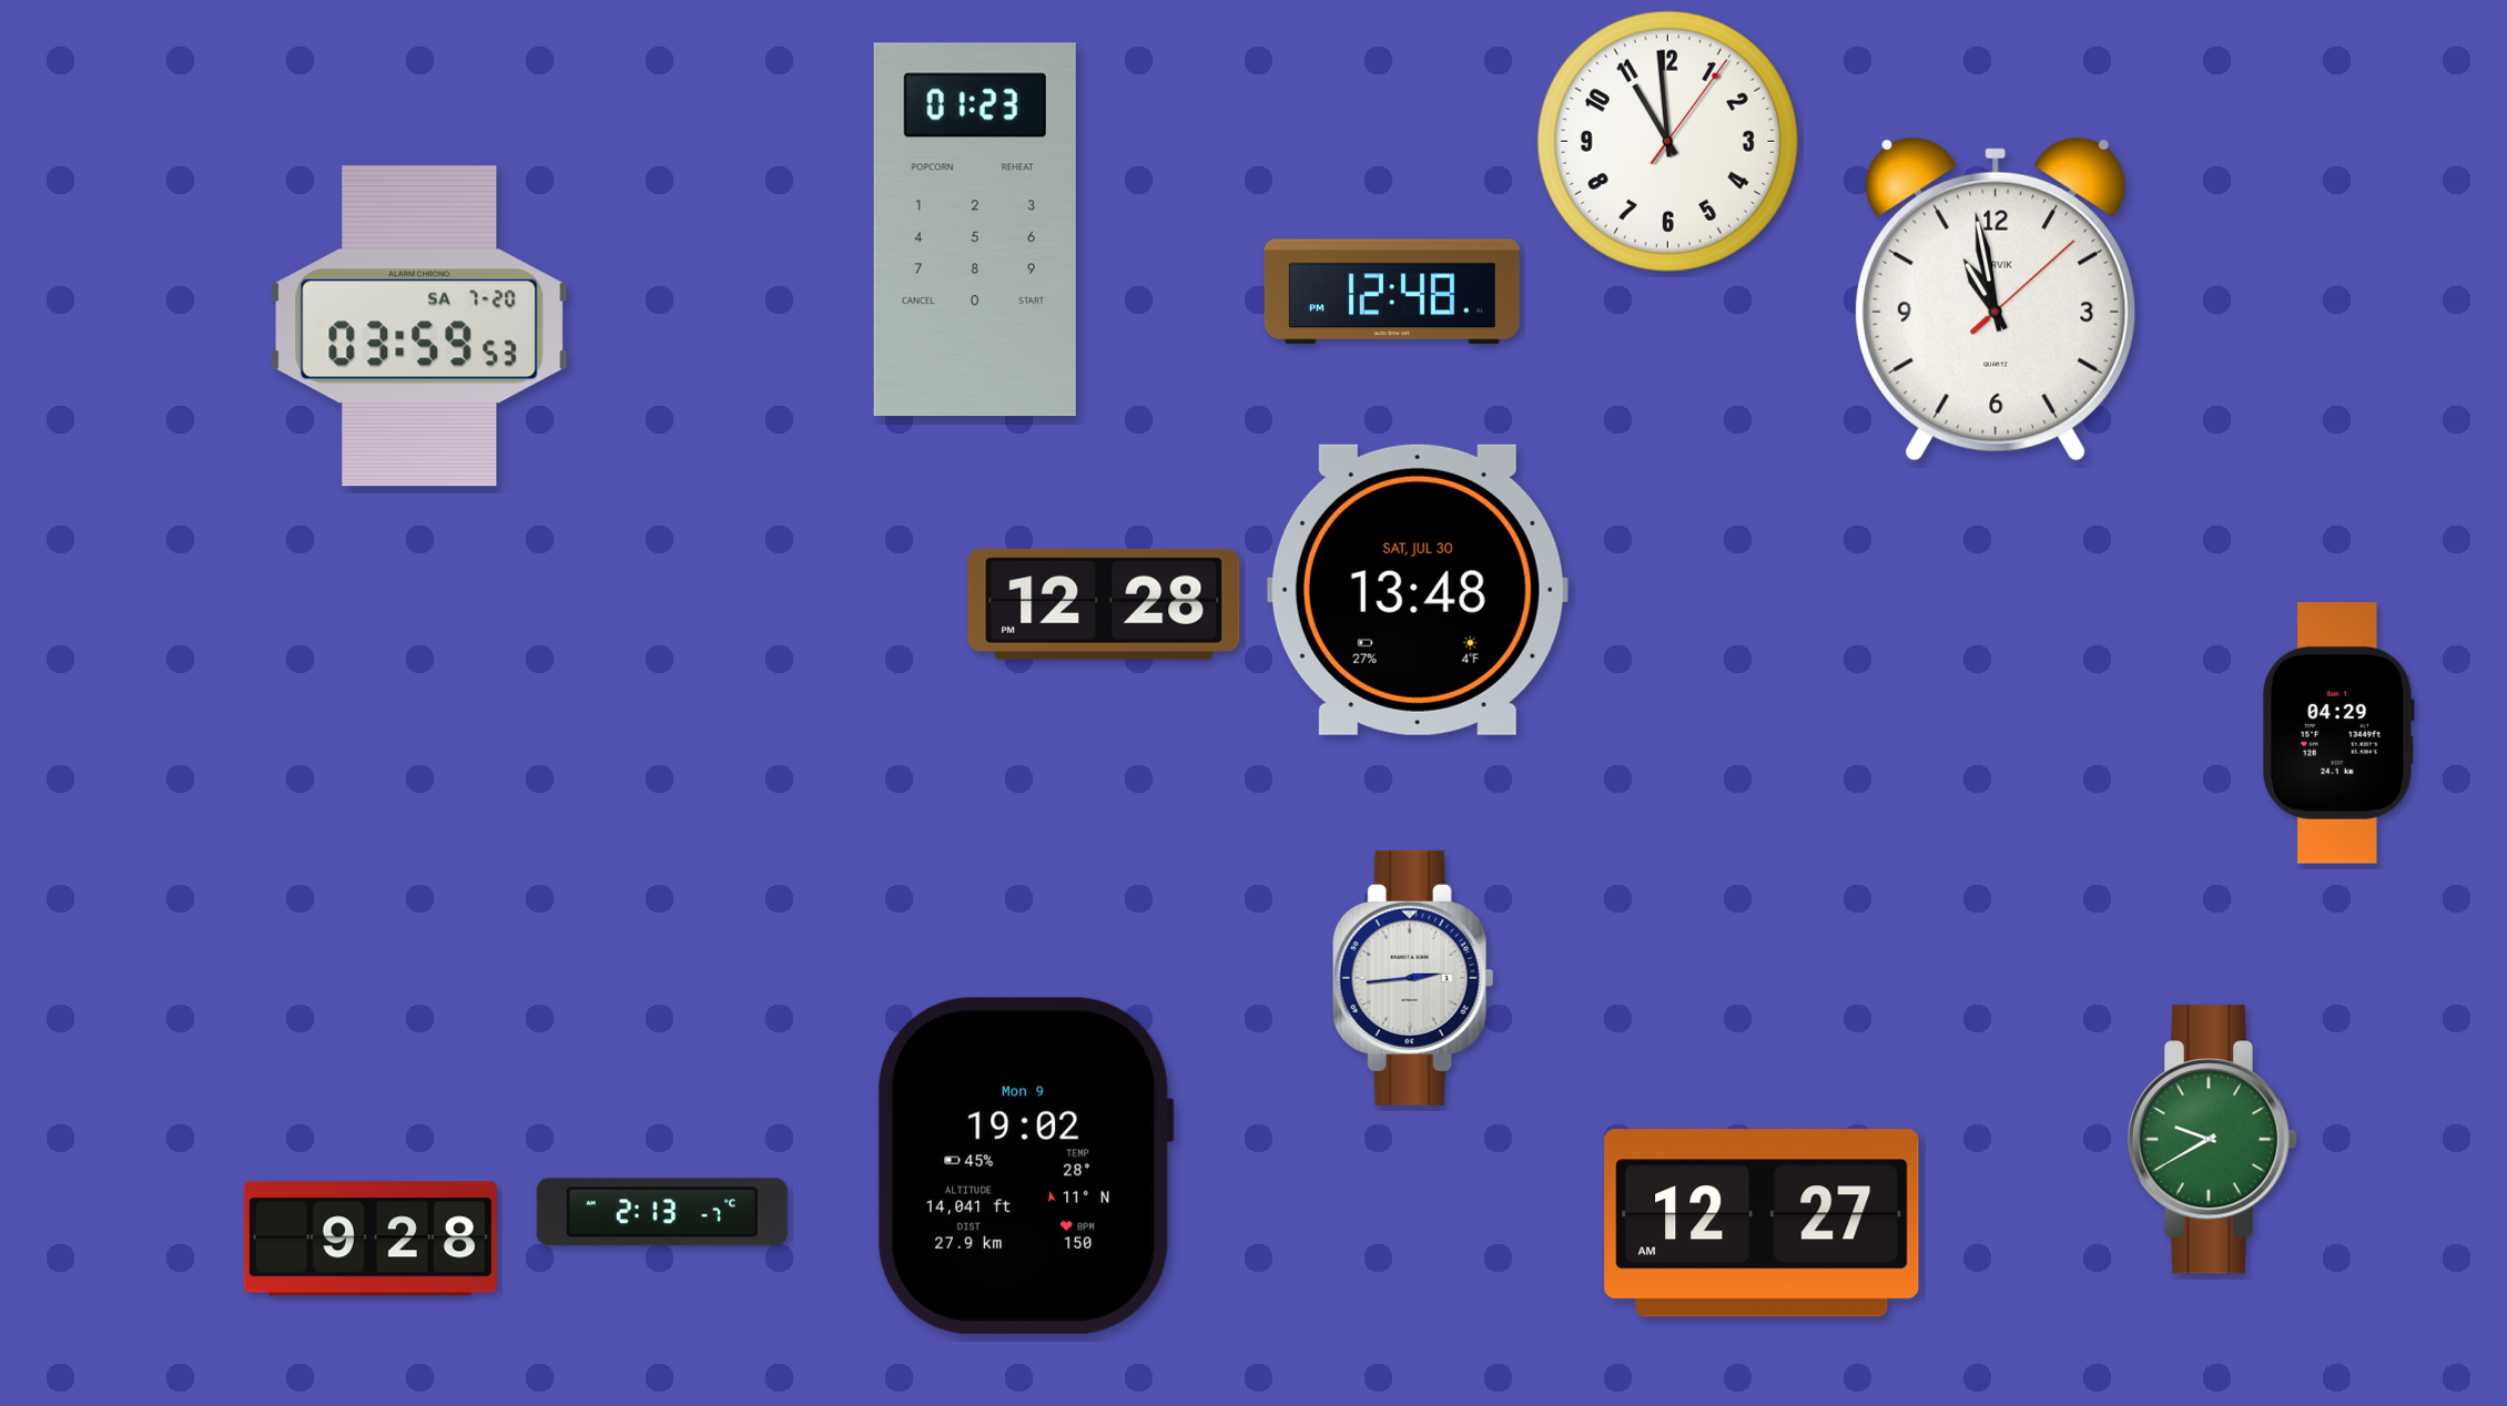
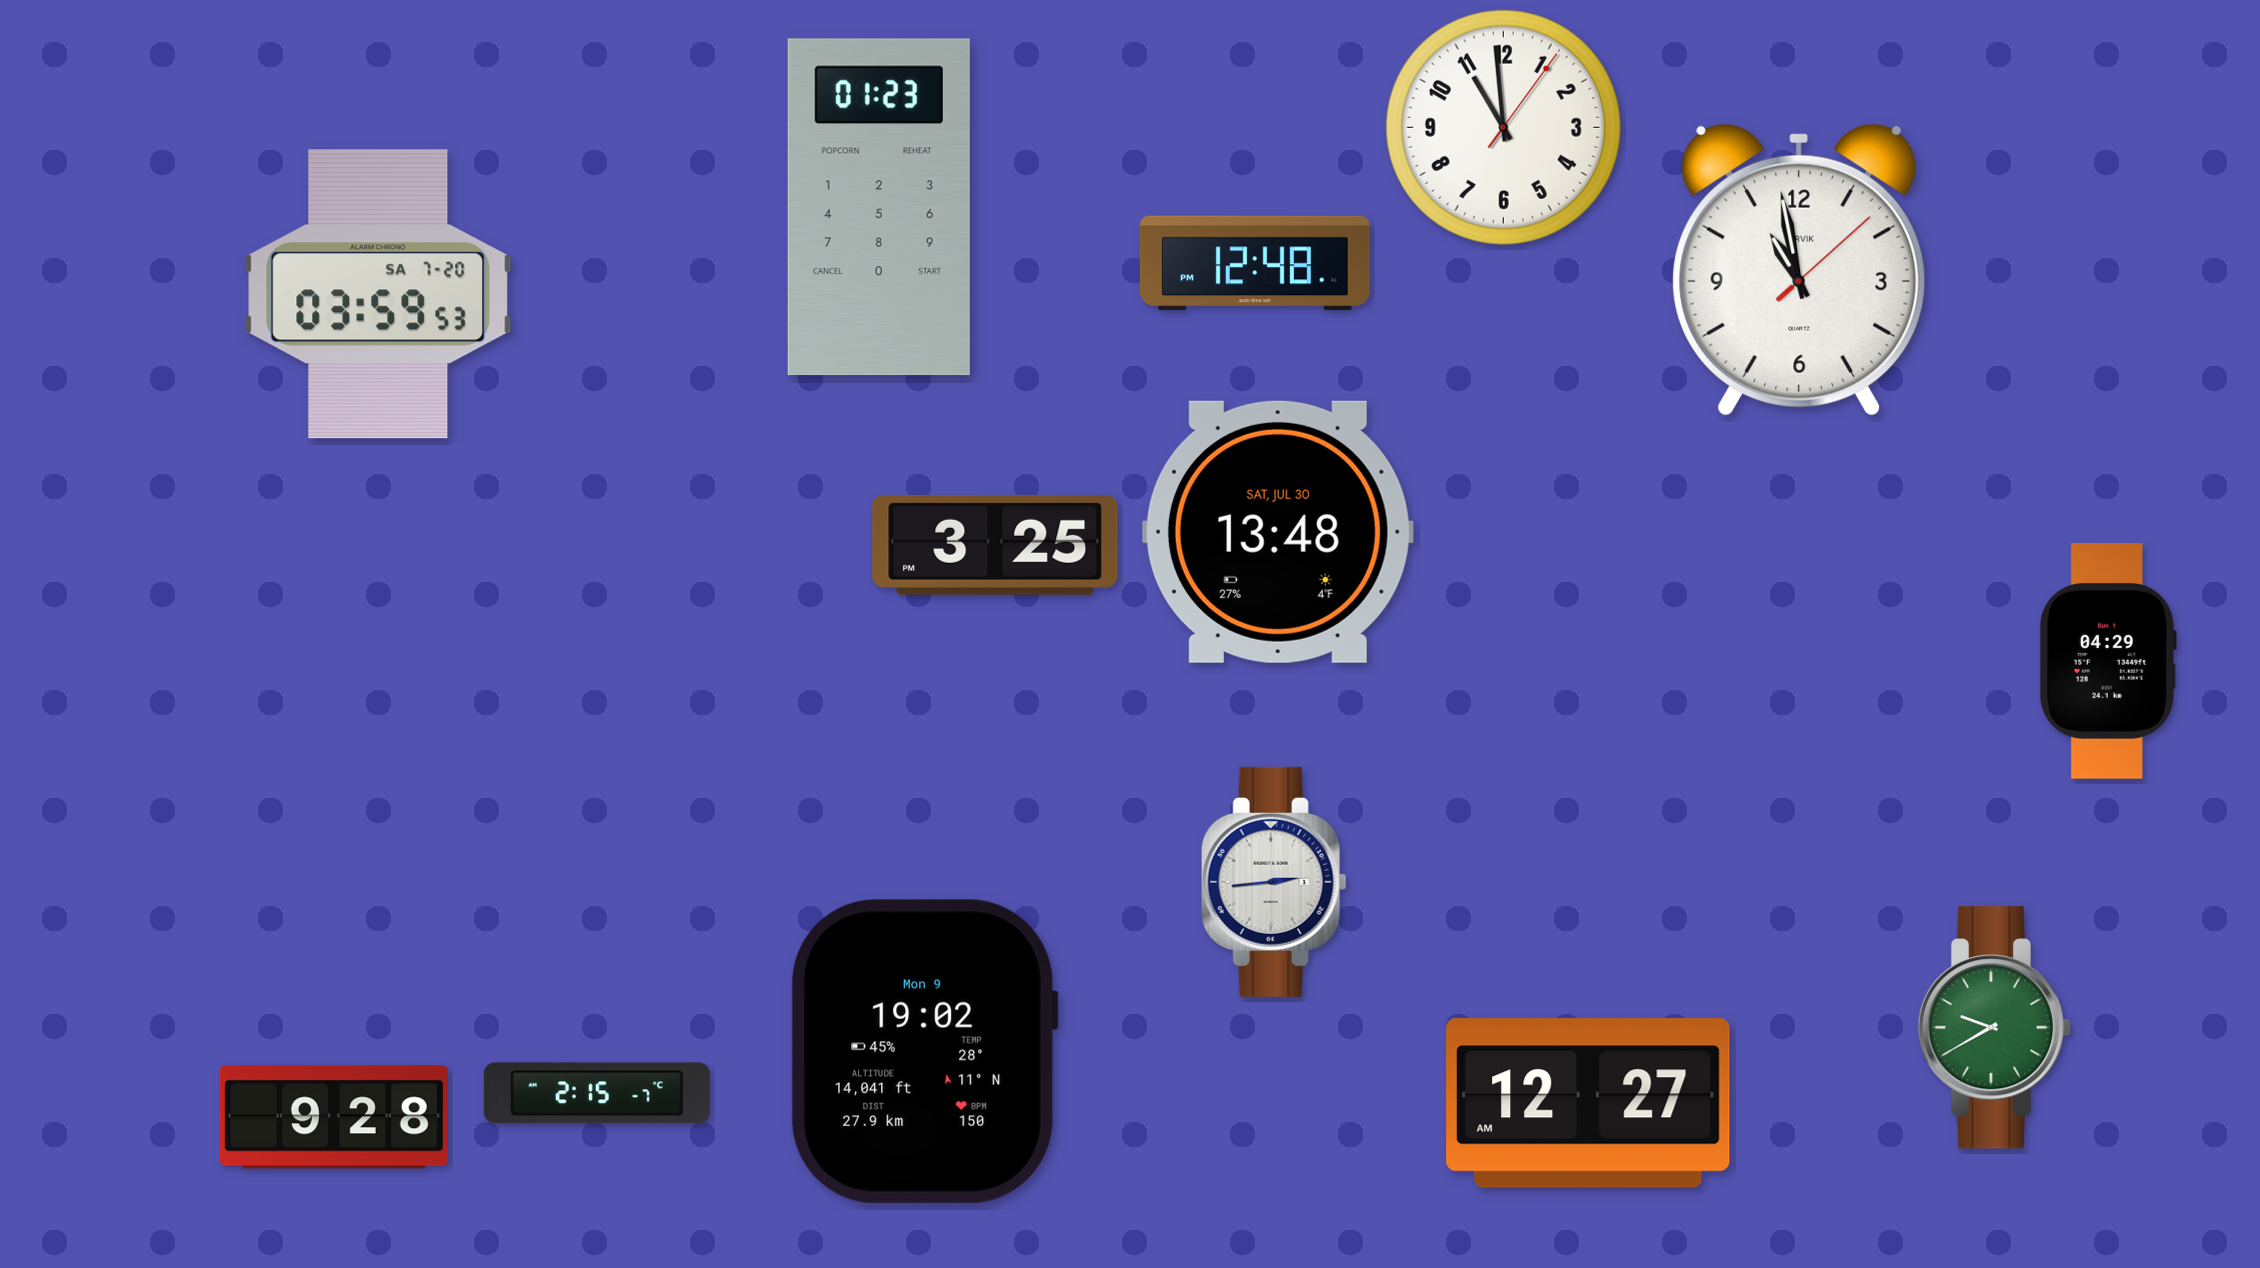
clock at (1104, 604): 12:28 -> 3:25
clock at (662, 1212): 2:13 -> 2:15
